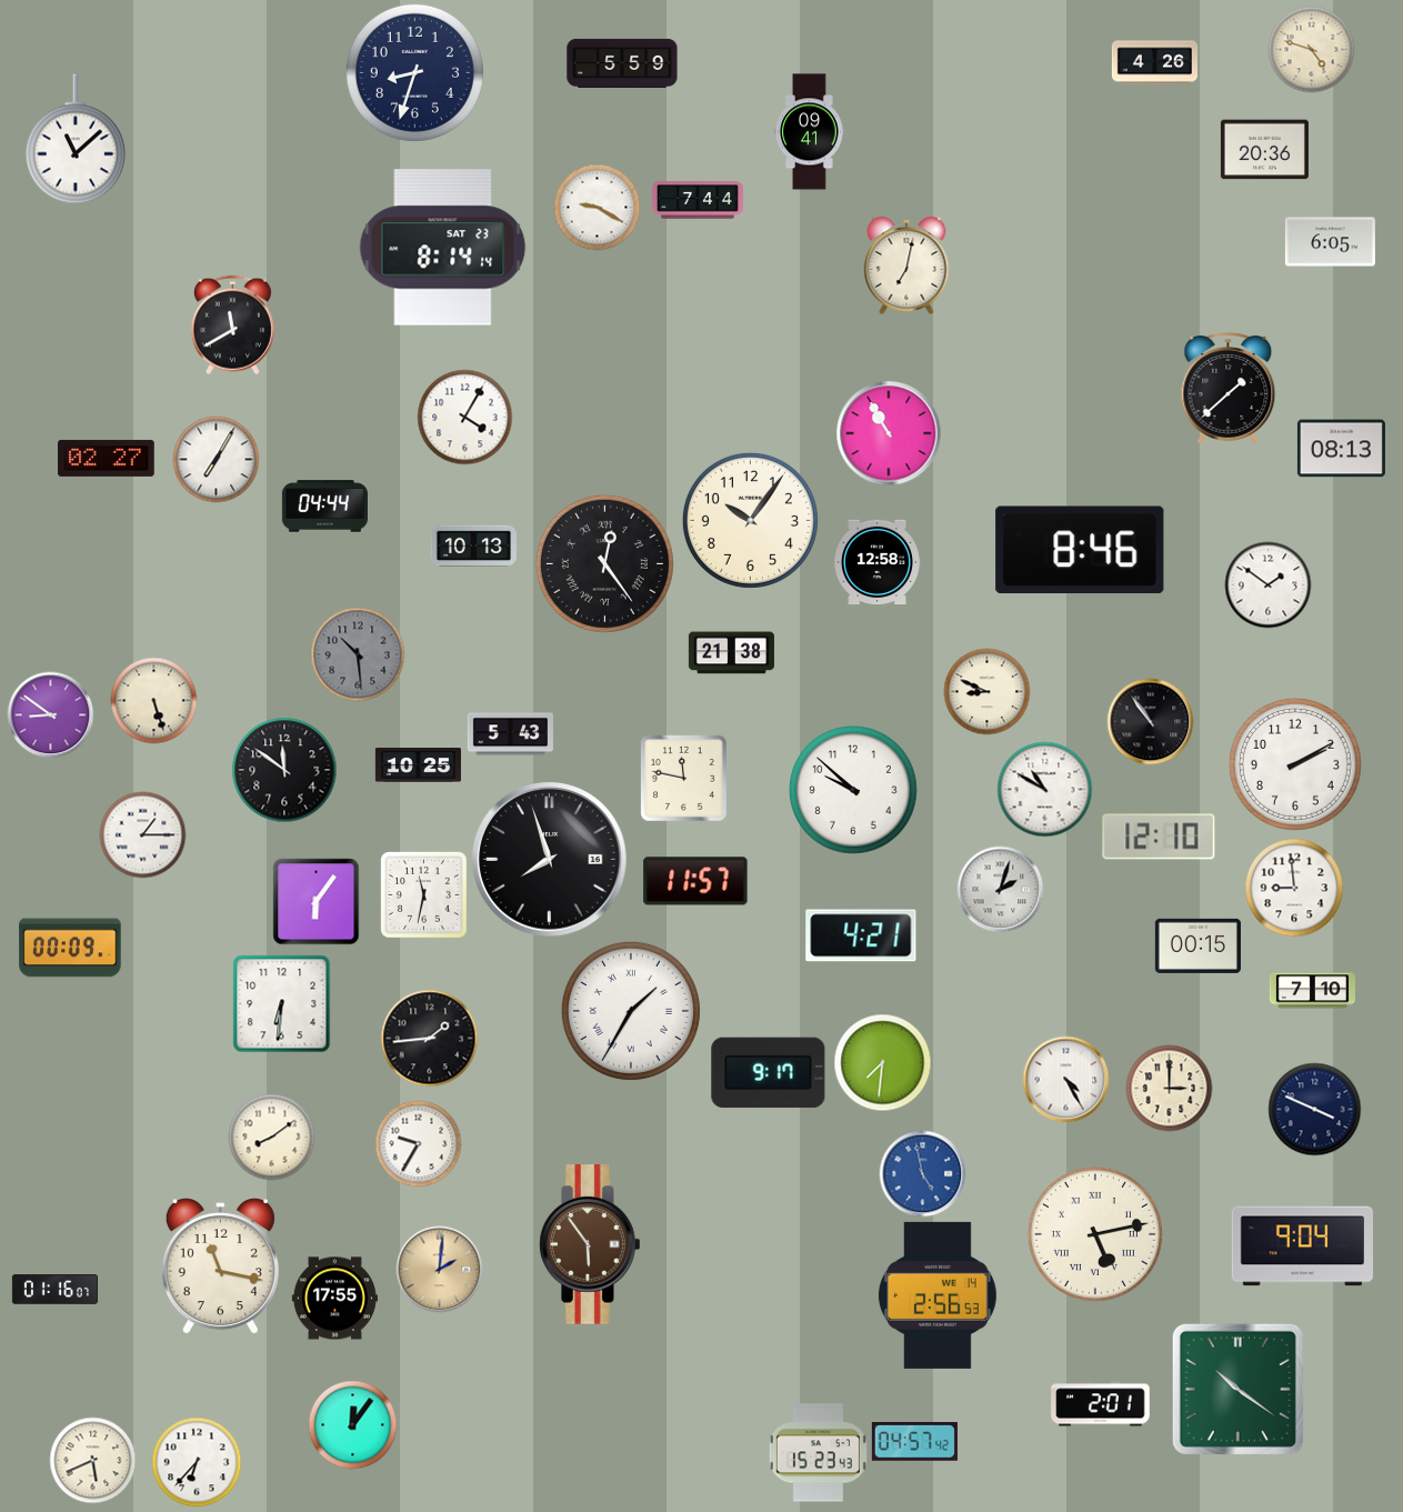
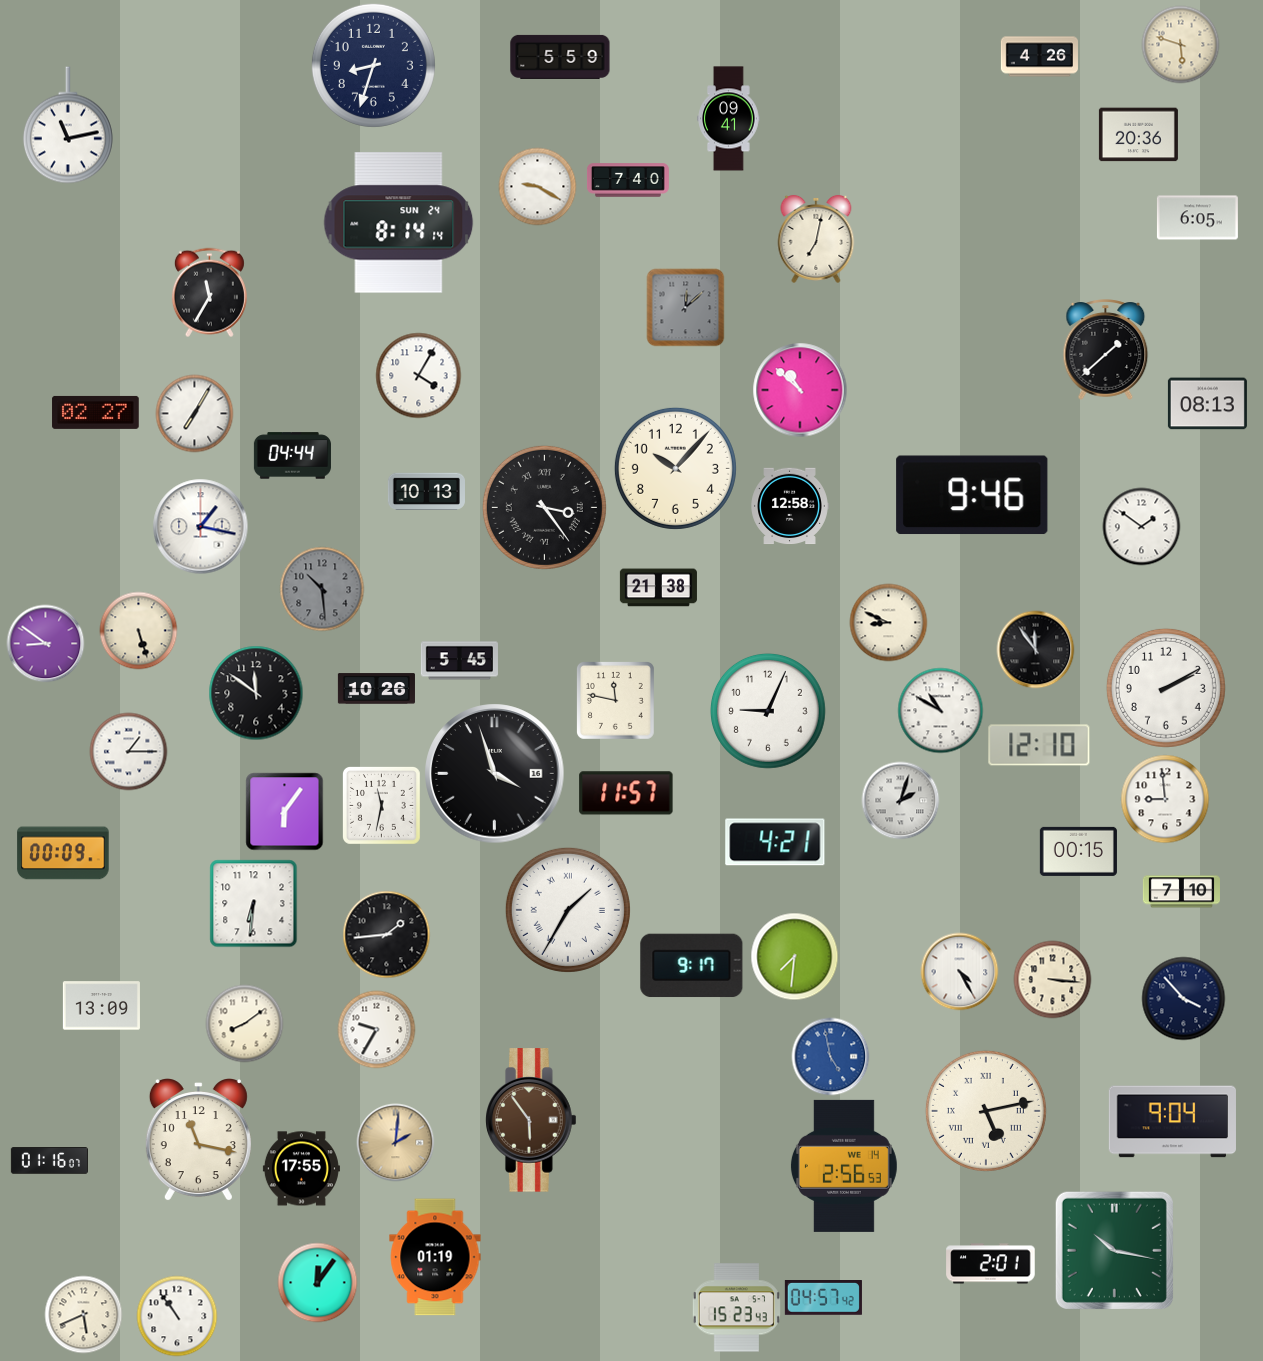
clock at (1311, 49): 4:48 -> 5:48
clock at (76, 139): 11:08 -> 11:13
clock at (698, 200): 7:44 -> 7:40
clock at (443, 248) date: SAT 23 -> SUN 24
clock at (232, 324): 11:40 -> 11:35
clock at (685, 307): none -> 12:08
clock at (889, 433): 10:55 -> 10:52
clock at (750, 520): 10:06 -> 10:07
clock at (1080, 550): 8:46 -> 9:46
clock at (604, 563): 12:24 -> 3:24
clock at (200, 526): none -> 1:17
clock at (1150, 721): 10:54 -> 11:54
clock at (510, 734): 5:43 -> 5:45
clock at (418, 765): 10:25 -> 10:26
clock at (853, 790): 9:52 -> 9:04
clock at (1159, 837) position: (1159, 837) -> (1039, 745)
clock at (550, 860): 7:57 -> 3:57
clock at (1169, 1088): 3:00 -> 3:16
clock at (1314, 1109): 3:49 -> 3:53
clock at (101, 1006): none -> 13:09
clock at (1237, 1389): 10:21 -> 10:17
clock at (435, 1257): none -> 01:19
clock at (197, 1462): 6:37 -> 10:54
